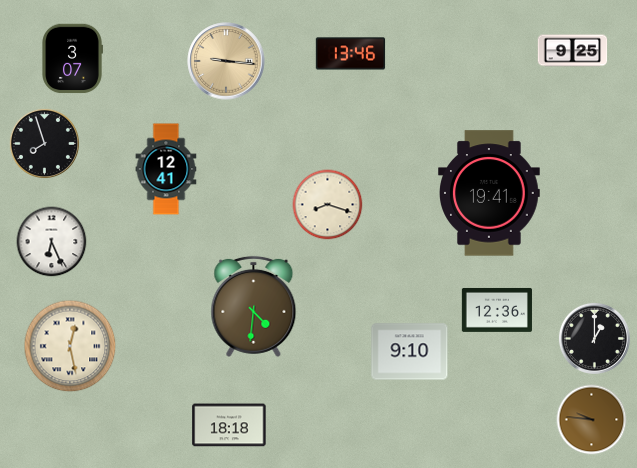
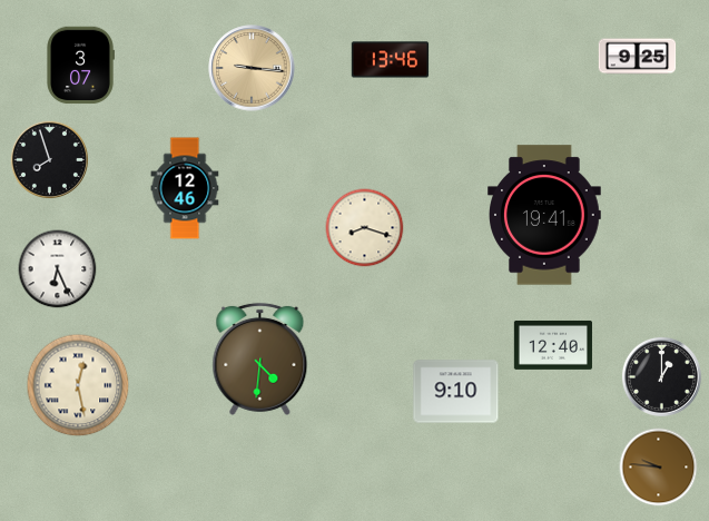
clock at (166, 169): 12:41 -> 12:46
clock at (254, 306) position: (254, 306) -> (260, 358)
clock at (497, 310): 12:36 -> 12:40
clock at (229, 425): 18:18 -> none
